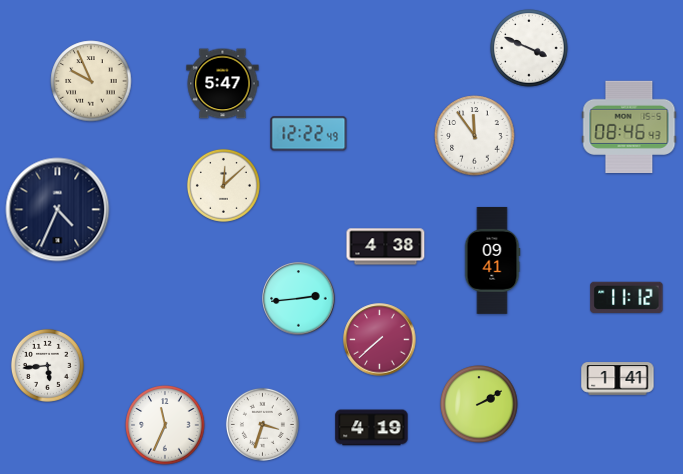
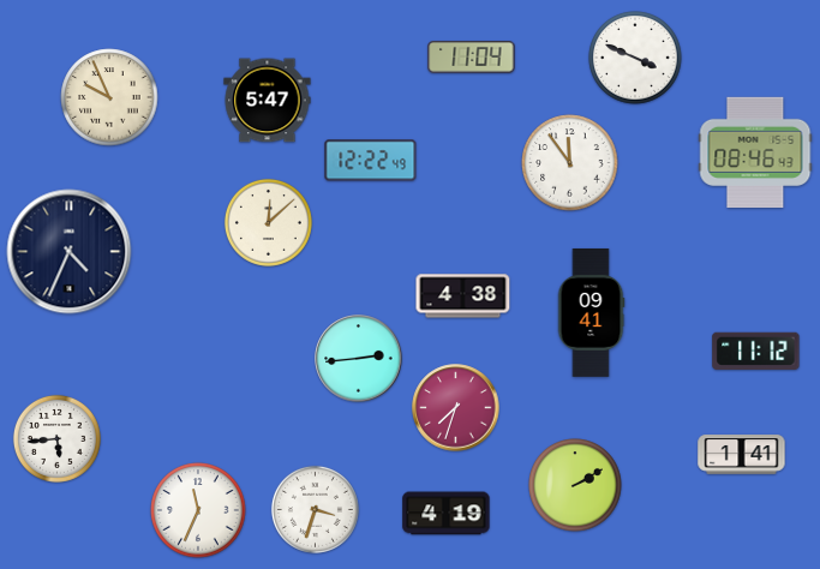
clock at (472, 58): none -> 11:04
clock at (627, 297) position: (627, 297) -> (756, 351)
clock at (380, 340): 7:38 -> 7:33
